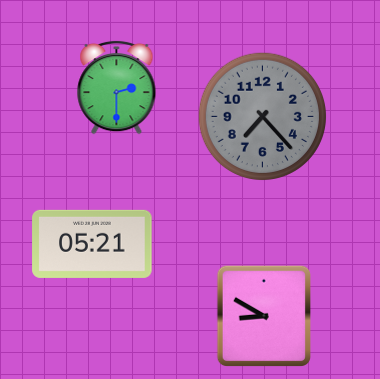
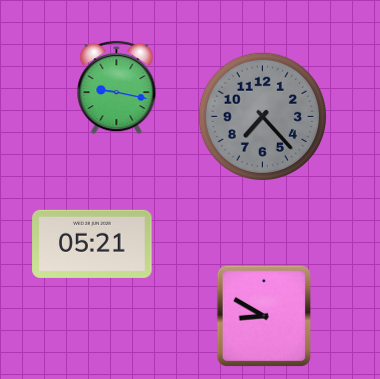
clock at (117, 87): 2:30 -> 9:17
